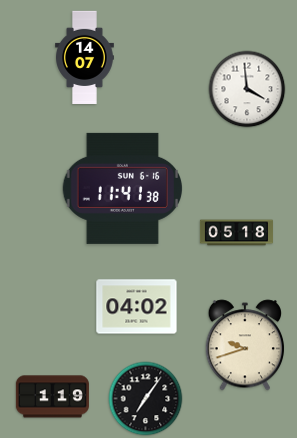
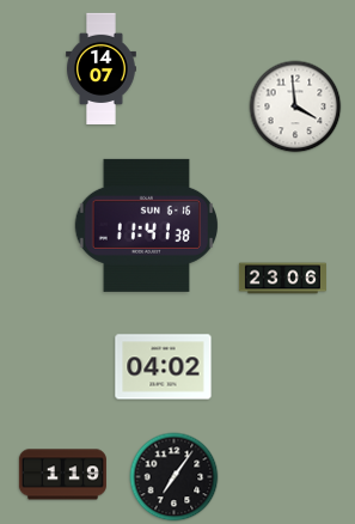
clock at (236, 233): 05:18 -> 23:06
clock at (245, 345): 9:42 -> none
